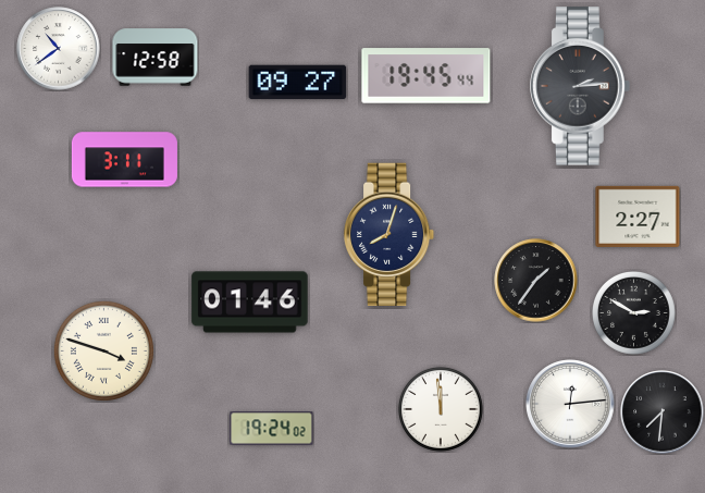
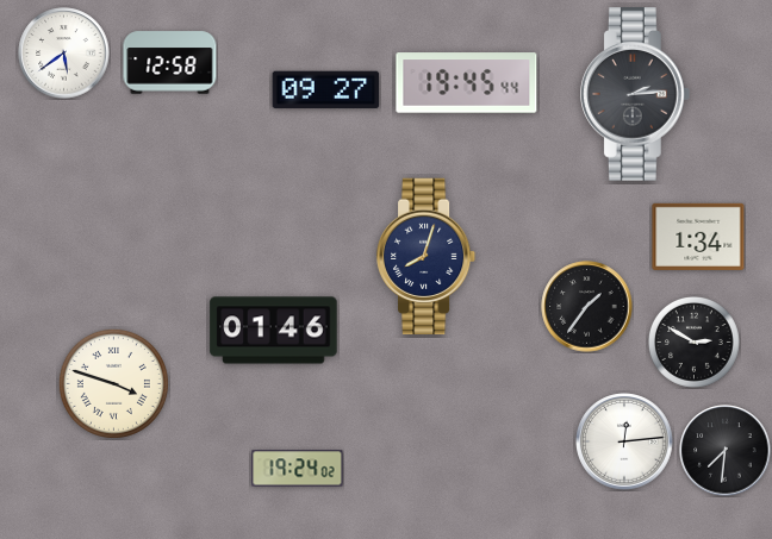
clock at (59, 49): 10:39 -> 5:39
clock at (124, 160): 3:11 -> none
clock at (638, 217): 2:27 -> 1:34
clock at (441, 409): 11:59 -> none
